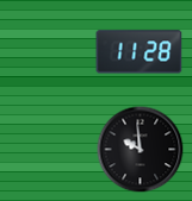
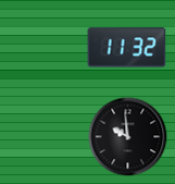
clock at (140, 52): 11:28 -> 11:32
